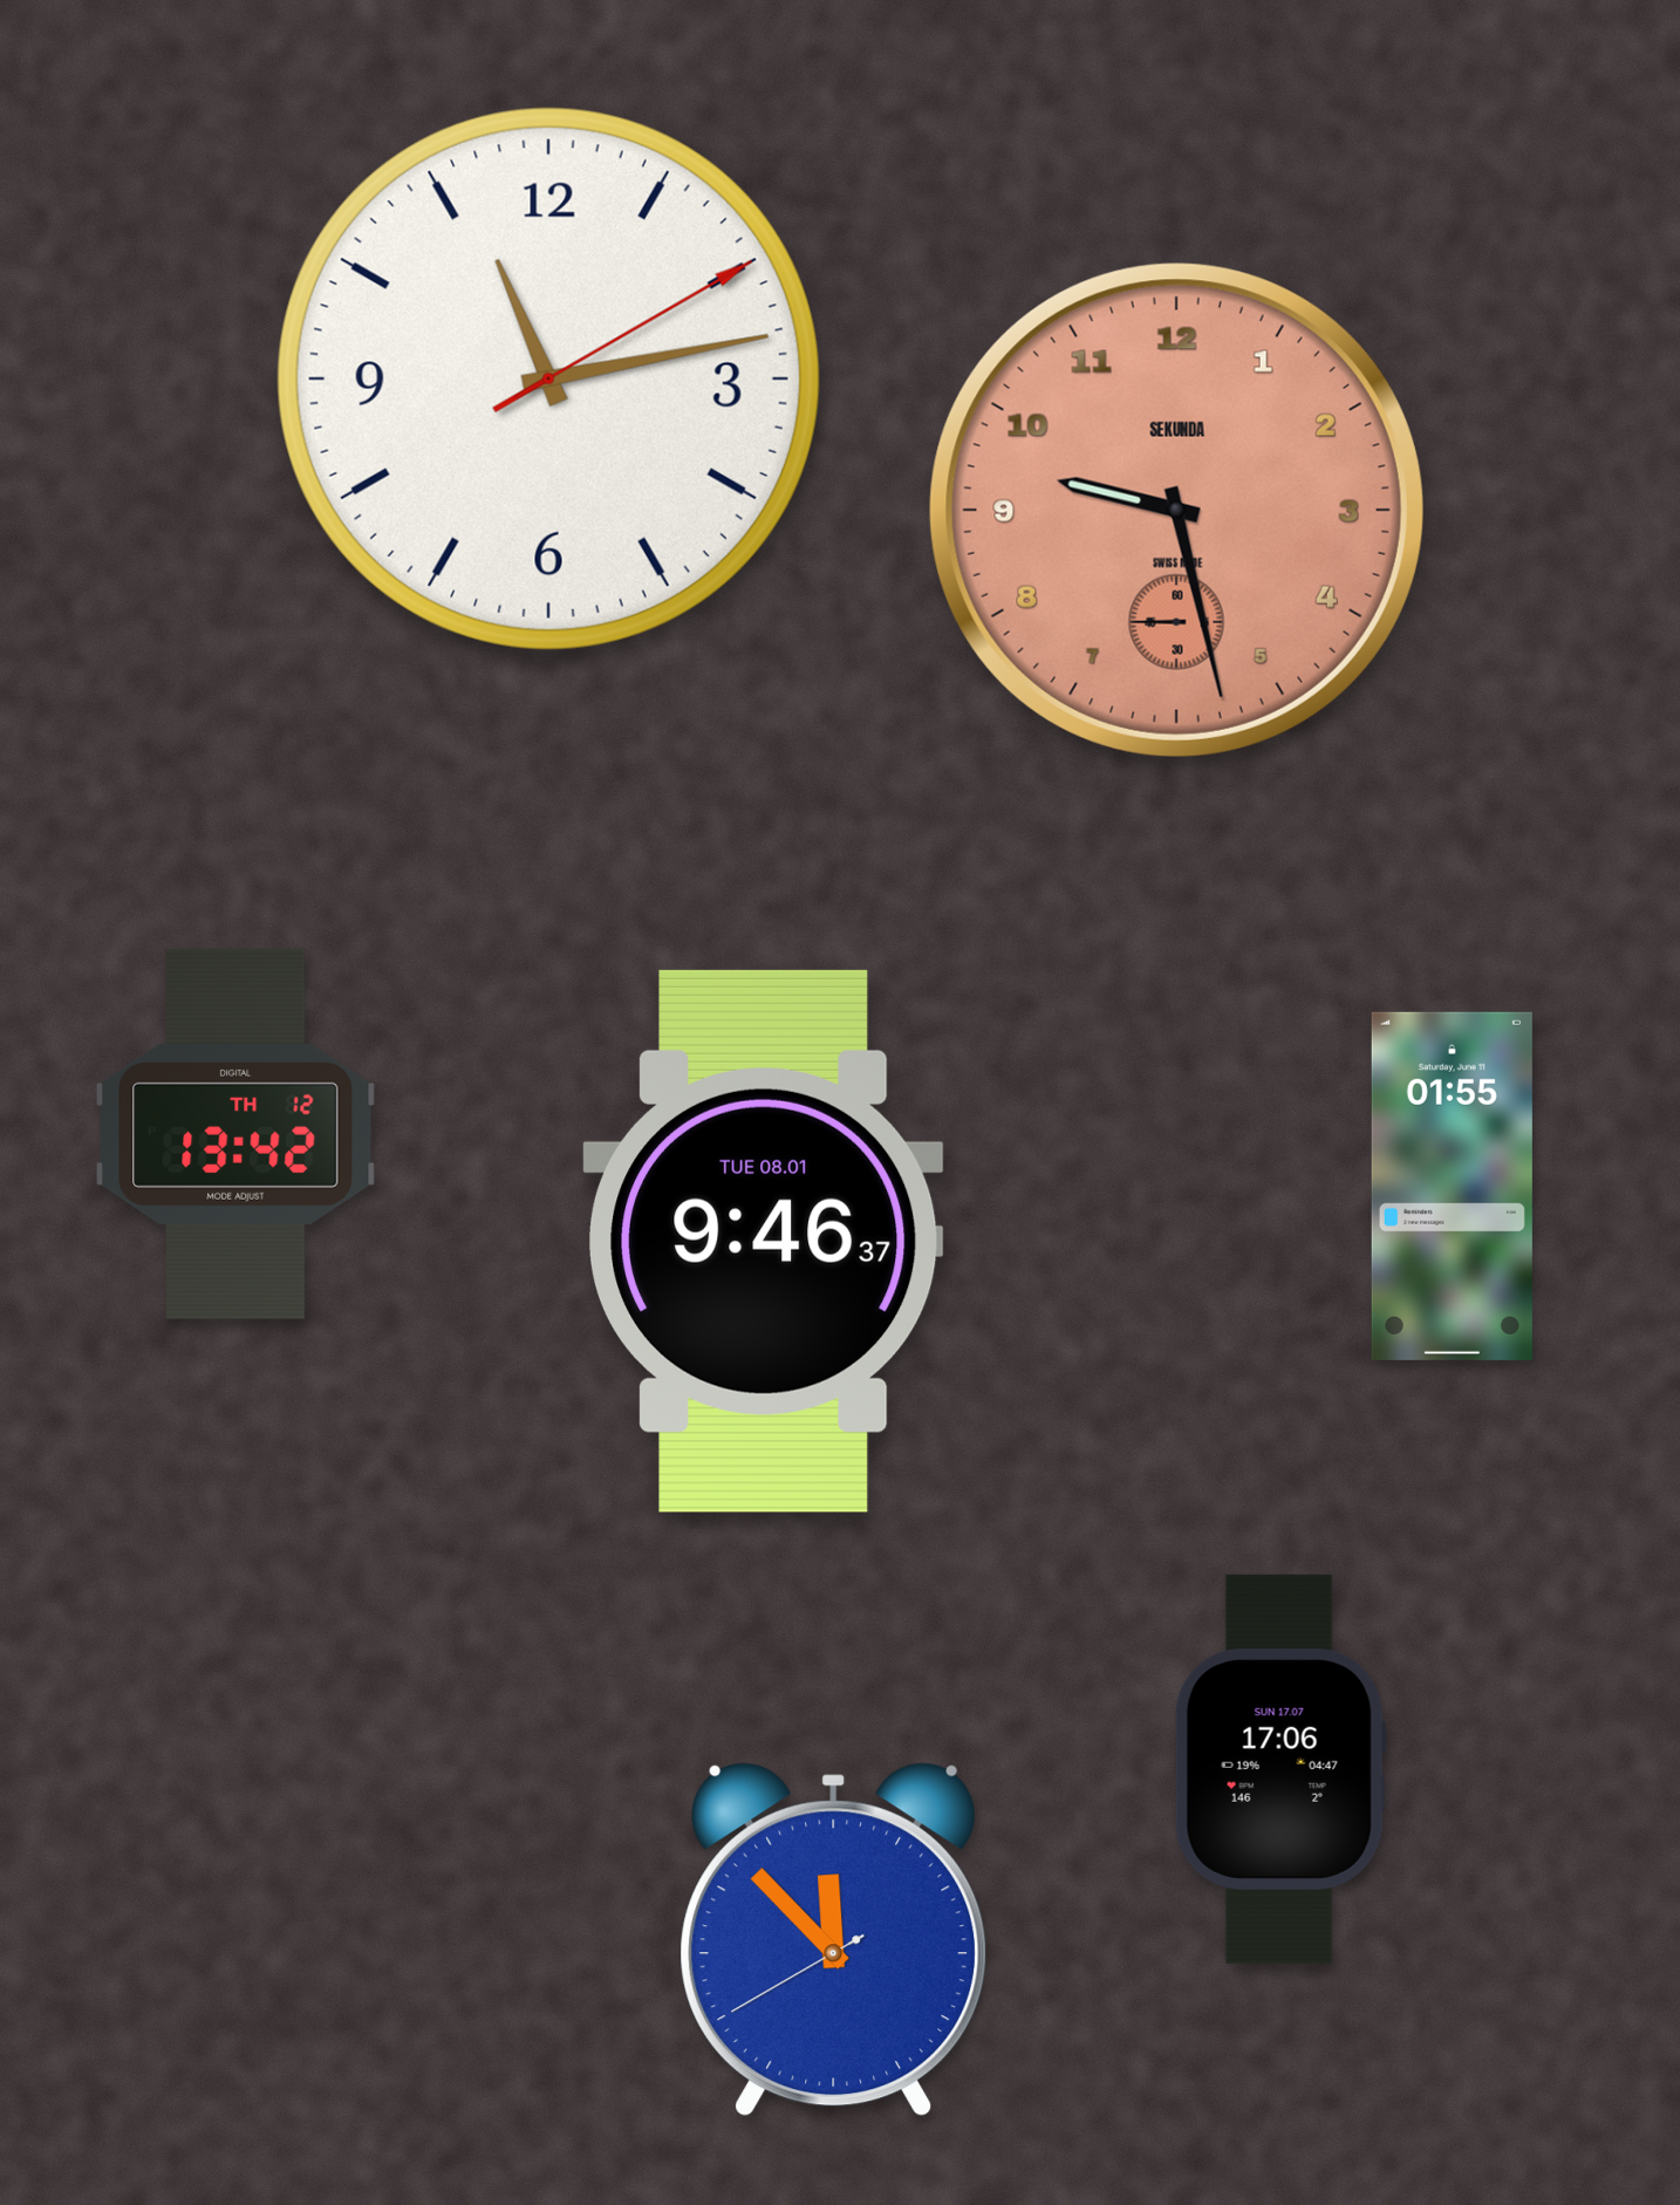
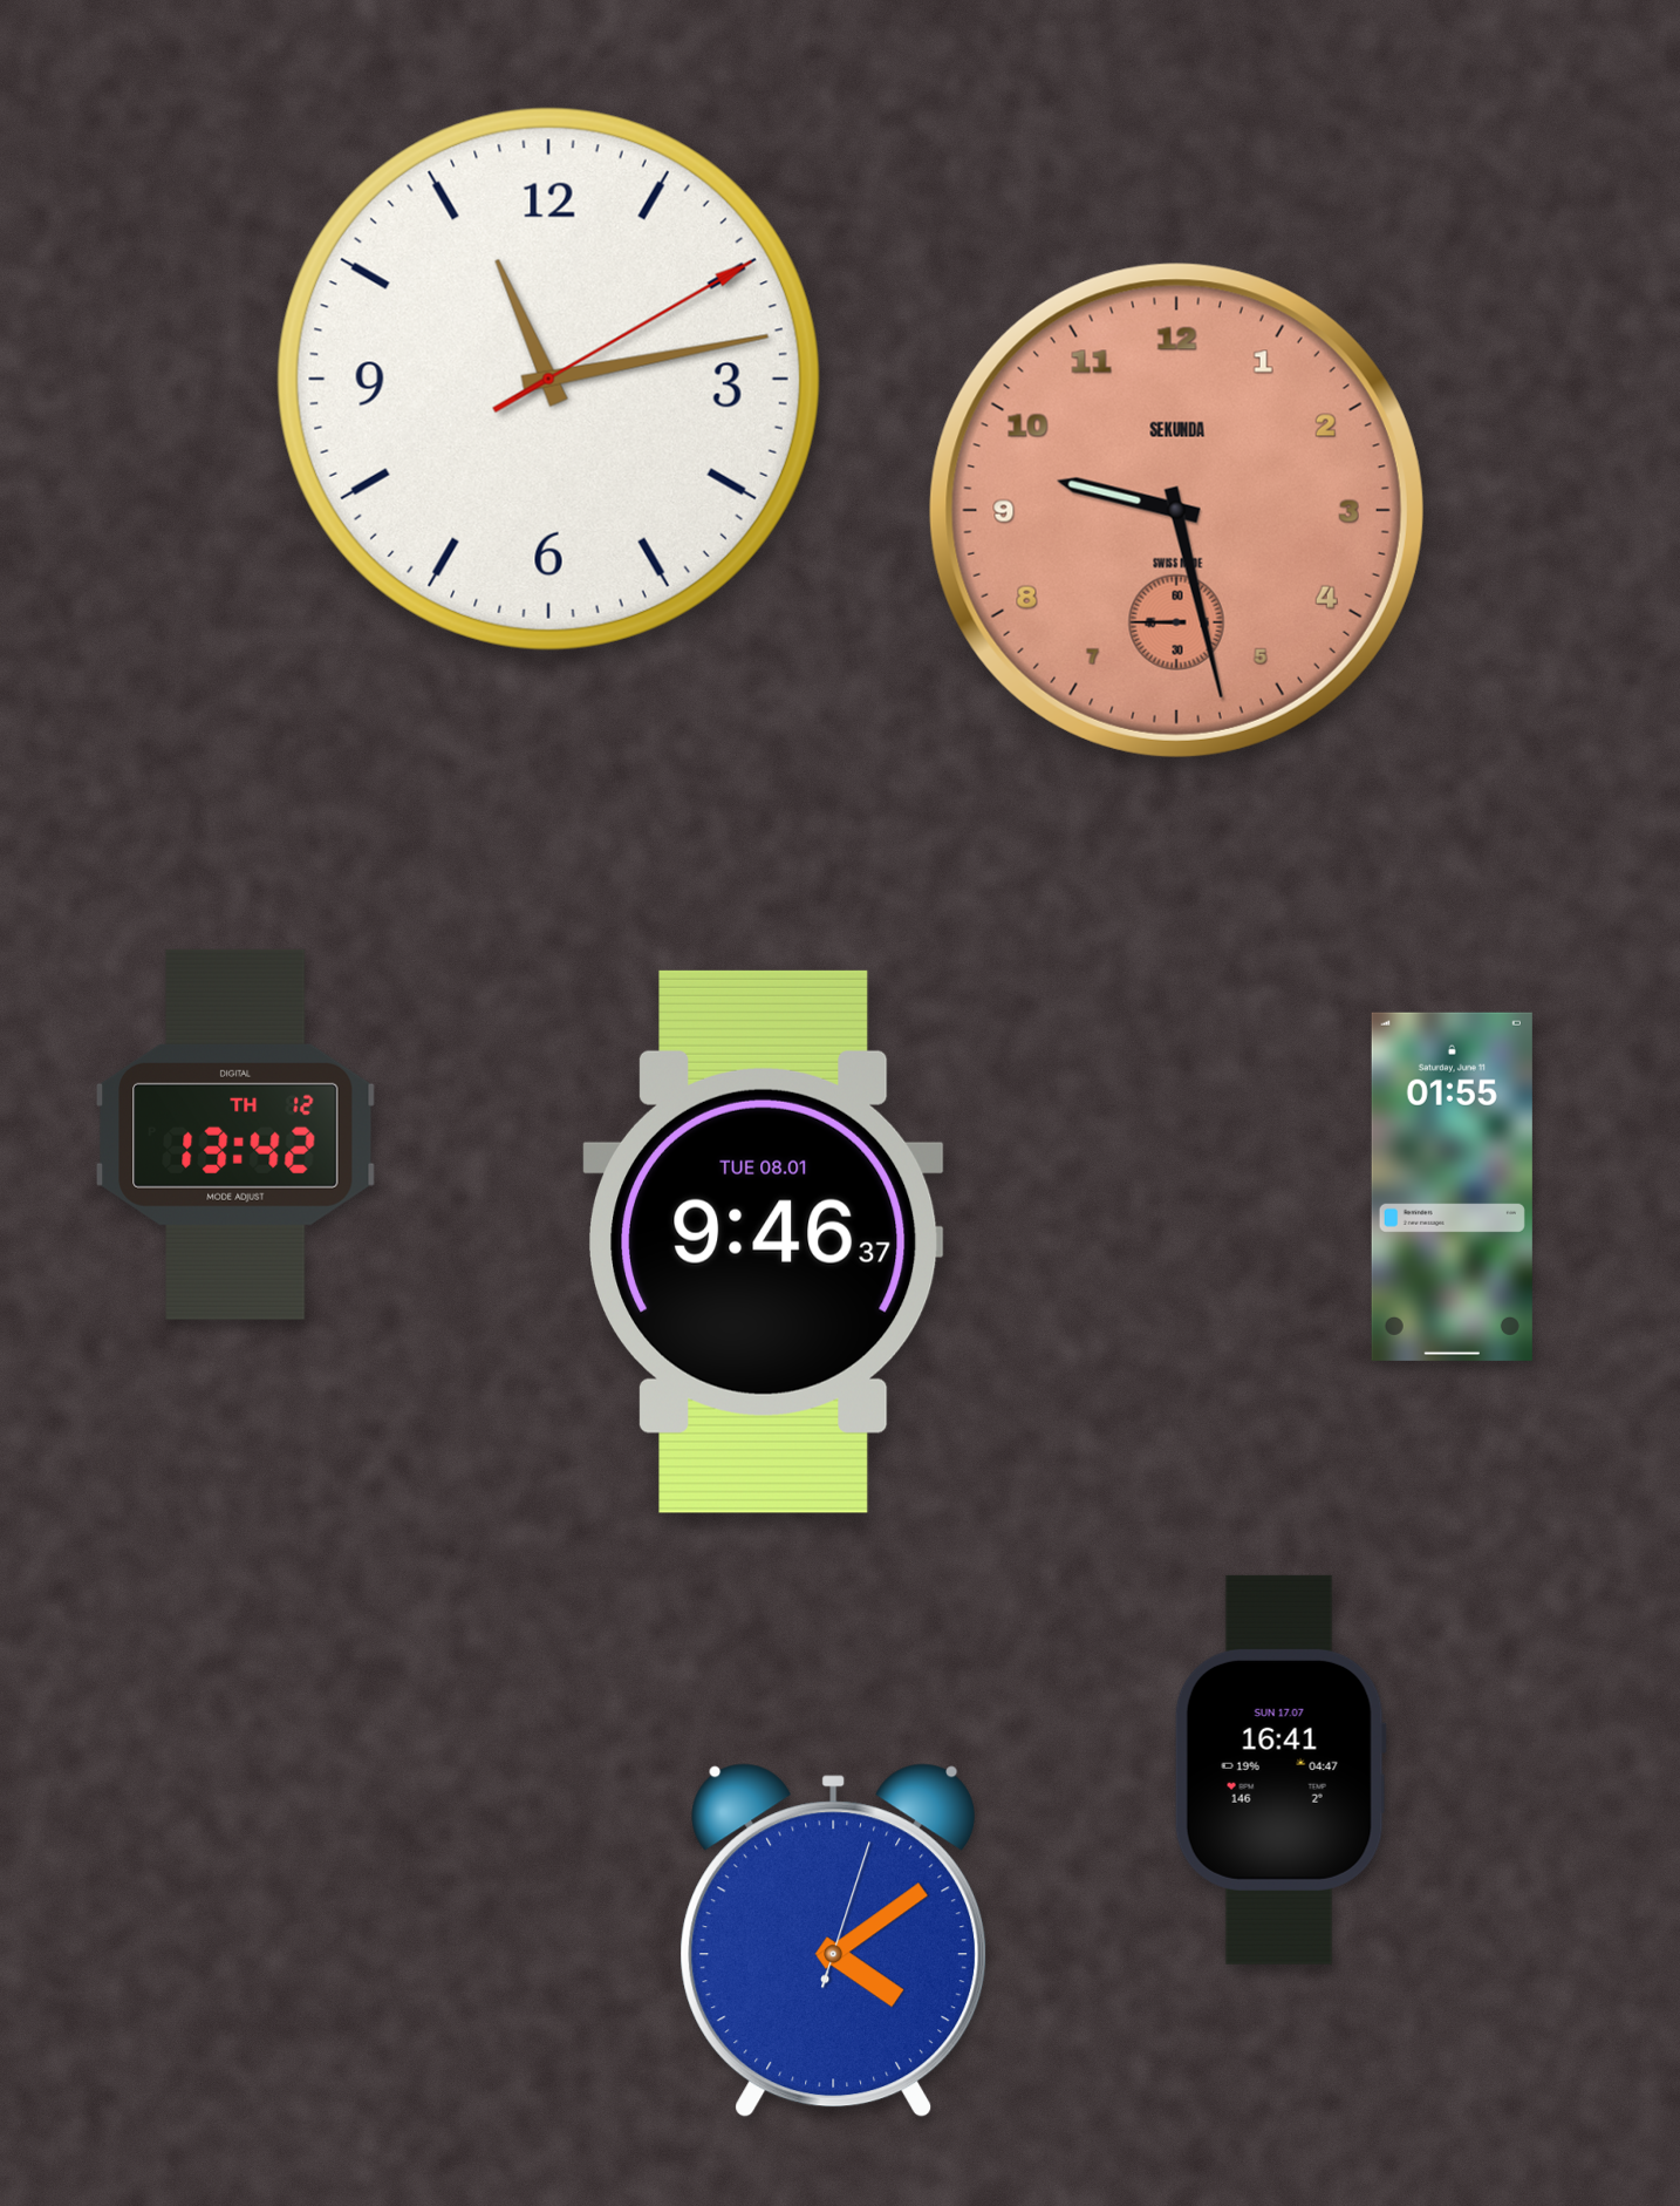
clock at (1281, 1769): 17:06 -> 16:41
clock at (834, 1940): 11:52 -> 4:09
